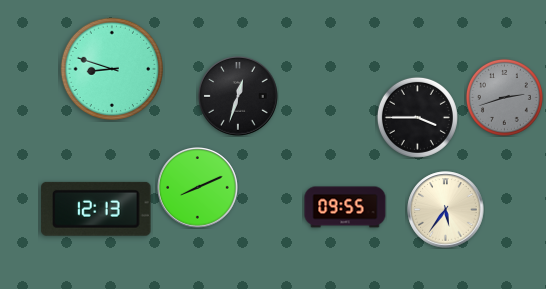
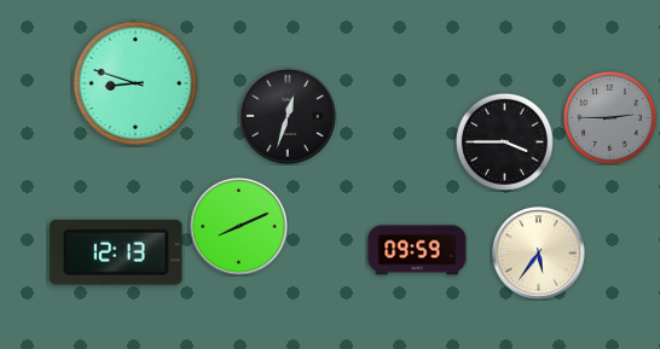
clock at (504, 97): 2:42 -> 2:45
clock at (345, 207): 09:55 -> 09:59
